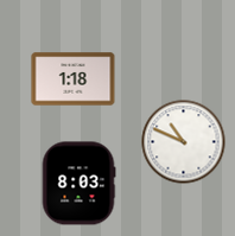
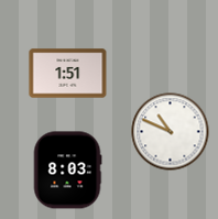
clock at (74, 79): 1:18 -> 1:51
clock at (78, 184) position: (78, 184) -> (67, 171)
